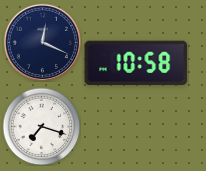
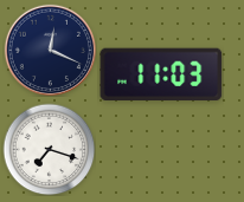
clock at (136, 62): 10:58 -> 11:03
